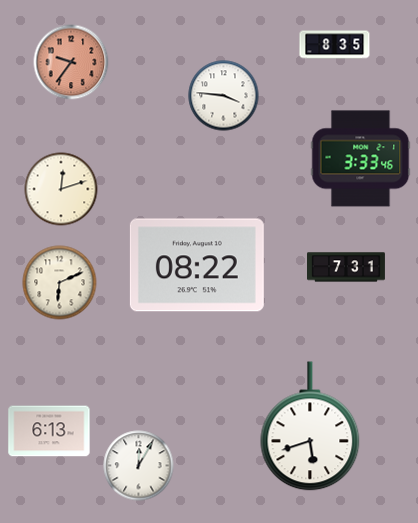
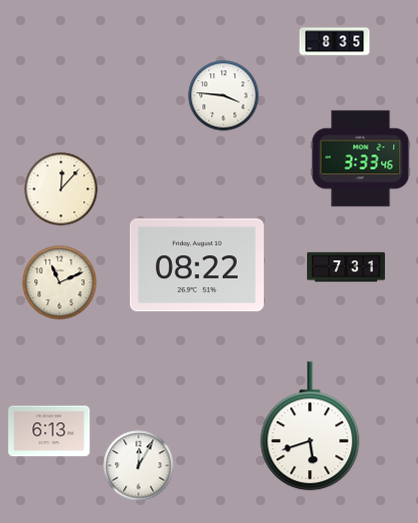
clock at (335, 45) position: (335, 45) -> (335, 42)
clock at (71, 62): 9:36 -> none
clock at (61, 189): 12:12 -> 12:07
clock at (60, 283): 6:11 -> 11:11
